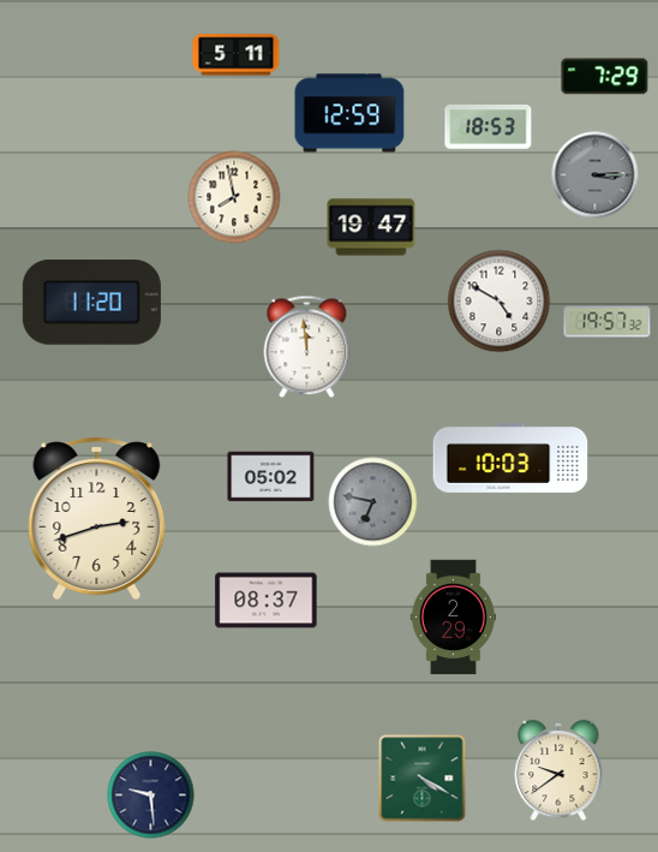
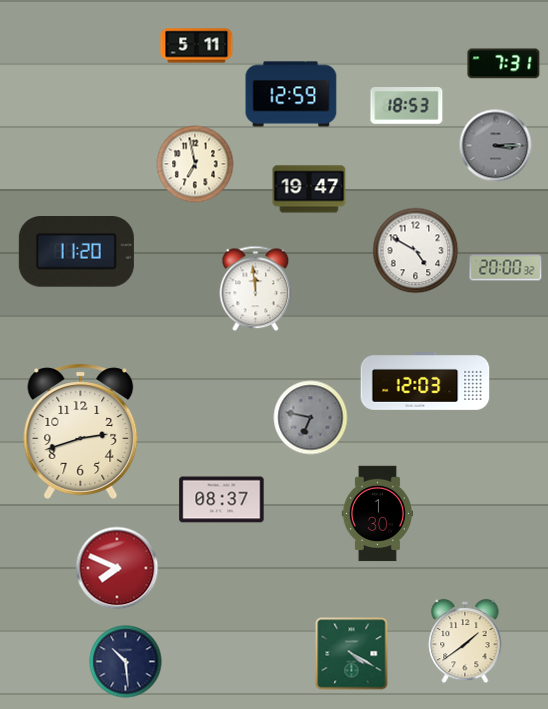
clock at (605, 77): 7:29 -> 7:31
clock at (234, 197): 7:58 -> 6:58
clock at (608, 322): 19:57 -> 20:00
clock at (510, 459): 10:03 -> 12:03
clock at (271, 477): 05:02 -> none
clock at (453, 618): 2:29 -> 1:30
clock at (117, 568): none -> 7:49
clock at (558, 770): 9:39 -> 1:39
clock at (423, 779) position: (423, 779) -> (352, 654)
clock at (151, 796): 9:29 -> 10:29
